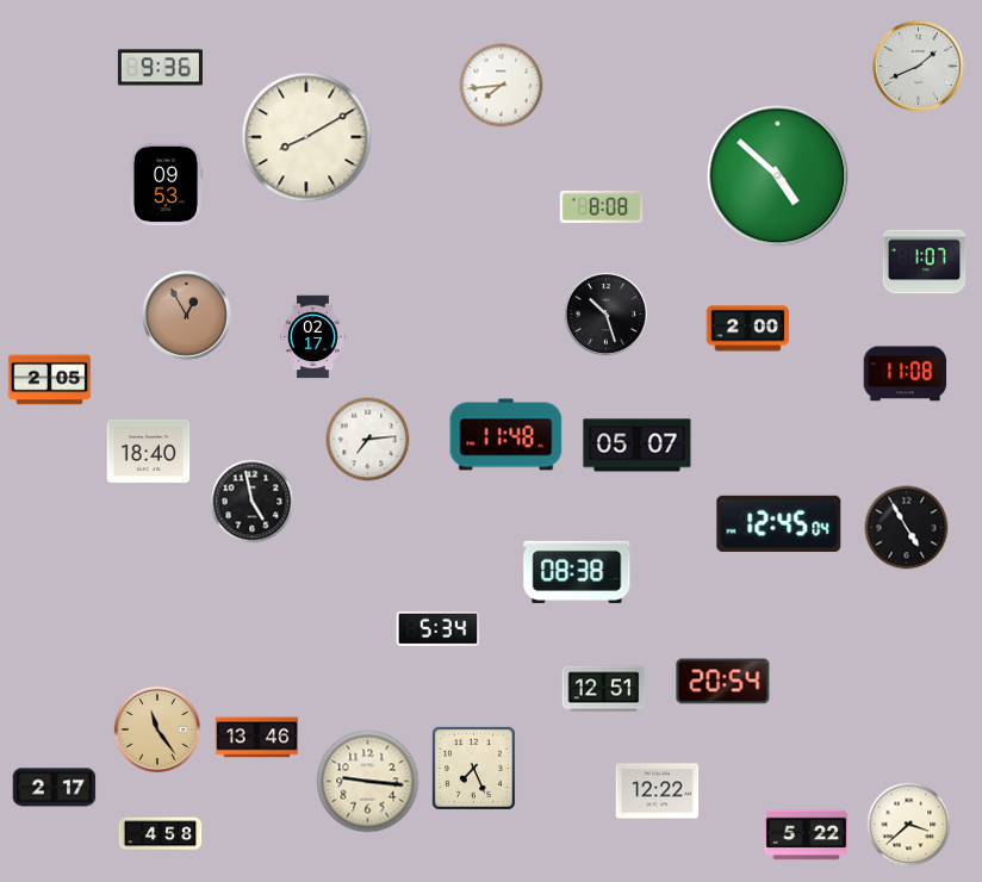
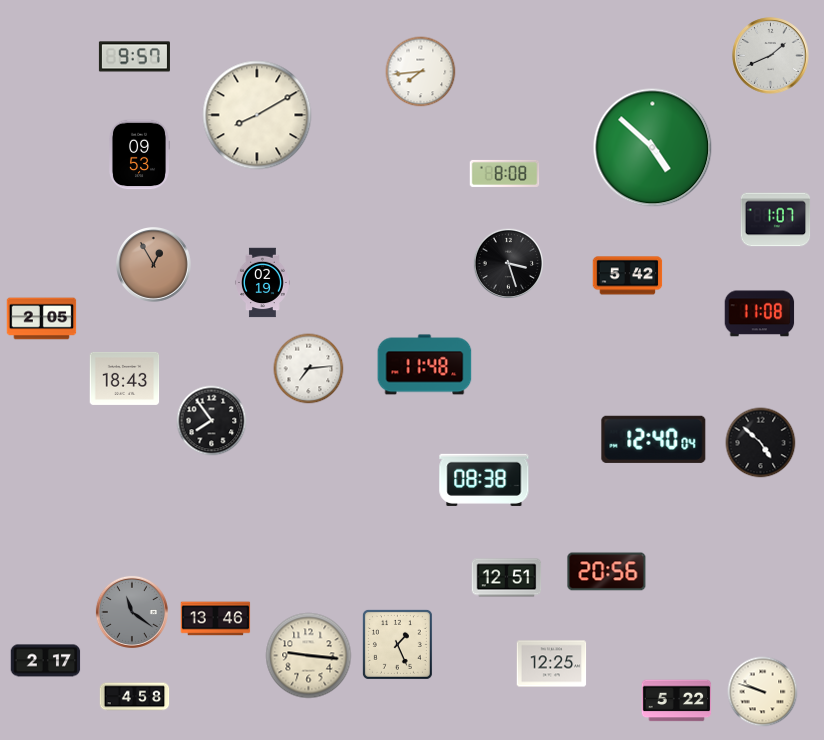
clock at (160, 68): 9:36 -> 9:57
clock at (607, 315): 10:27 -> 3:27
clock at (187, 316) position: (187, 316) -> (154, 265)
clock at (748, 329): 2:00 -> 5:42
clock at (313, 337): 02:17 -> 02:19
clock at (638, 446): 05:07 -> none
clock at (149, 451): 18:40 -> 18:43
clock at (253, 502): 4:58 -> 7:54
clock at (779, 523): 12:45 -> 12:40
clock at (907, 528): 4:55 -> 4:52
clock at (439, 628): 5:34 -> none
clock at (723, 682): 20:54 -> 20:56
clock at (157, 729): 11:24 -> 11:21
clock at (157, 729) dial: champagne -> grey
clock at (473, 768): 7:26 -> 1:26
clock at (658, 791): 12:22 -> 12:25
clock at (909, 825): 3:38 -> 9:48
clock at (161, 834) position: (161, 834) -> (135, 697)
